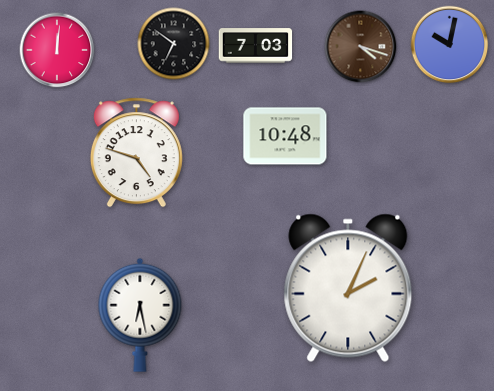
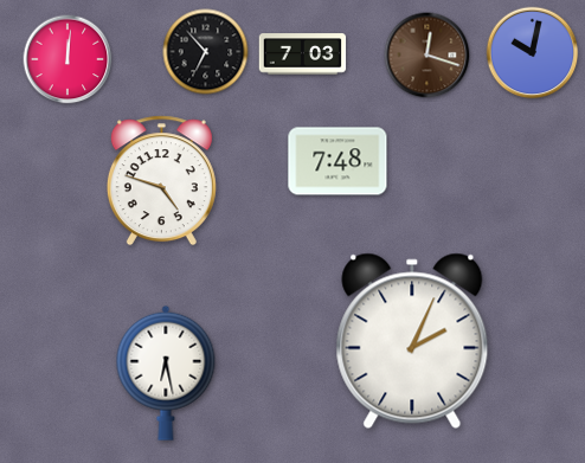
clock at (174, 44): 6:51 -> 6:53
clock at (361, 47): 4:18 -> 12:18
clock at (285, 136): 10:48 -> 7:48
